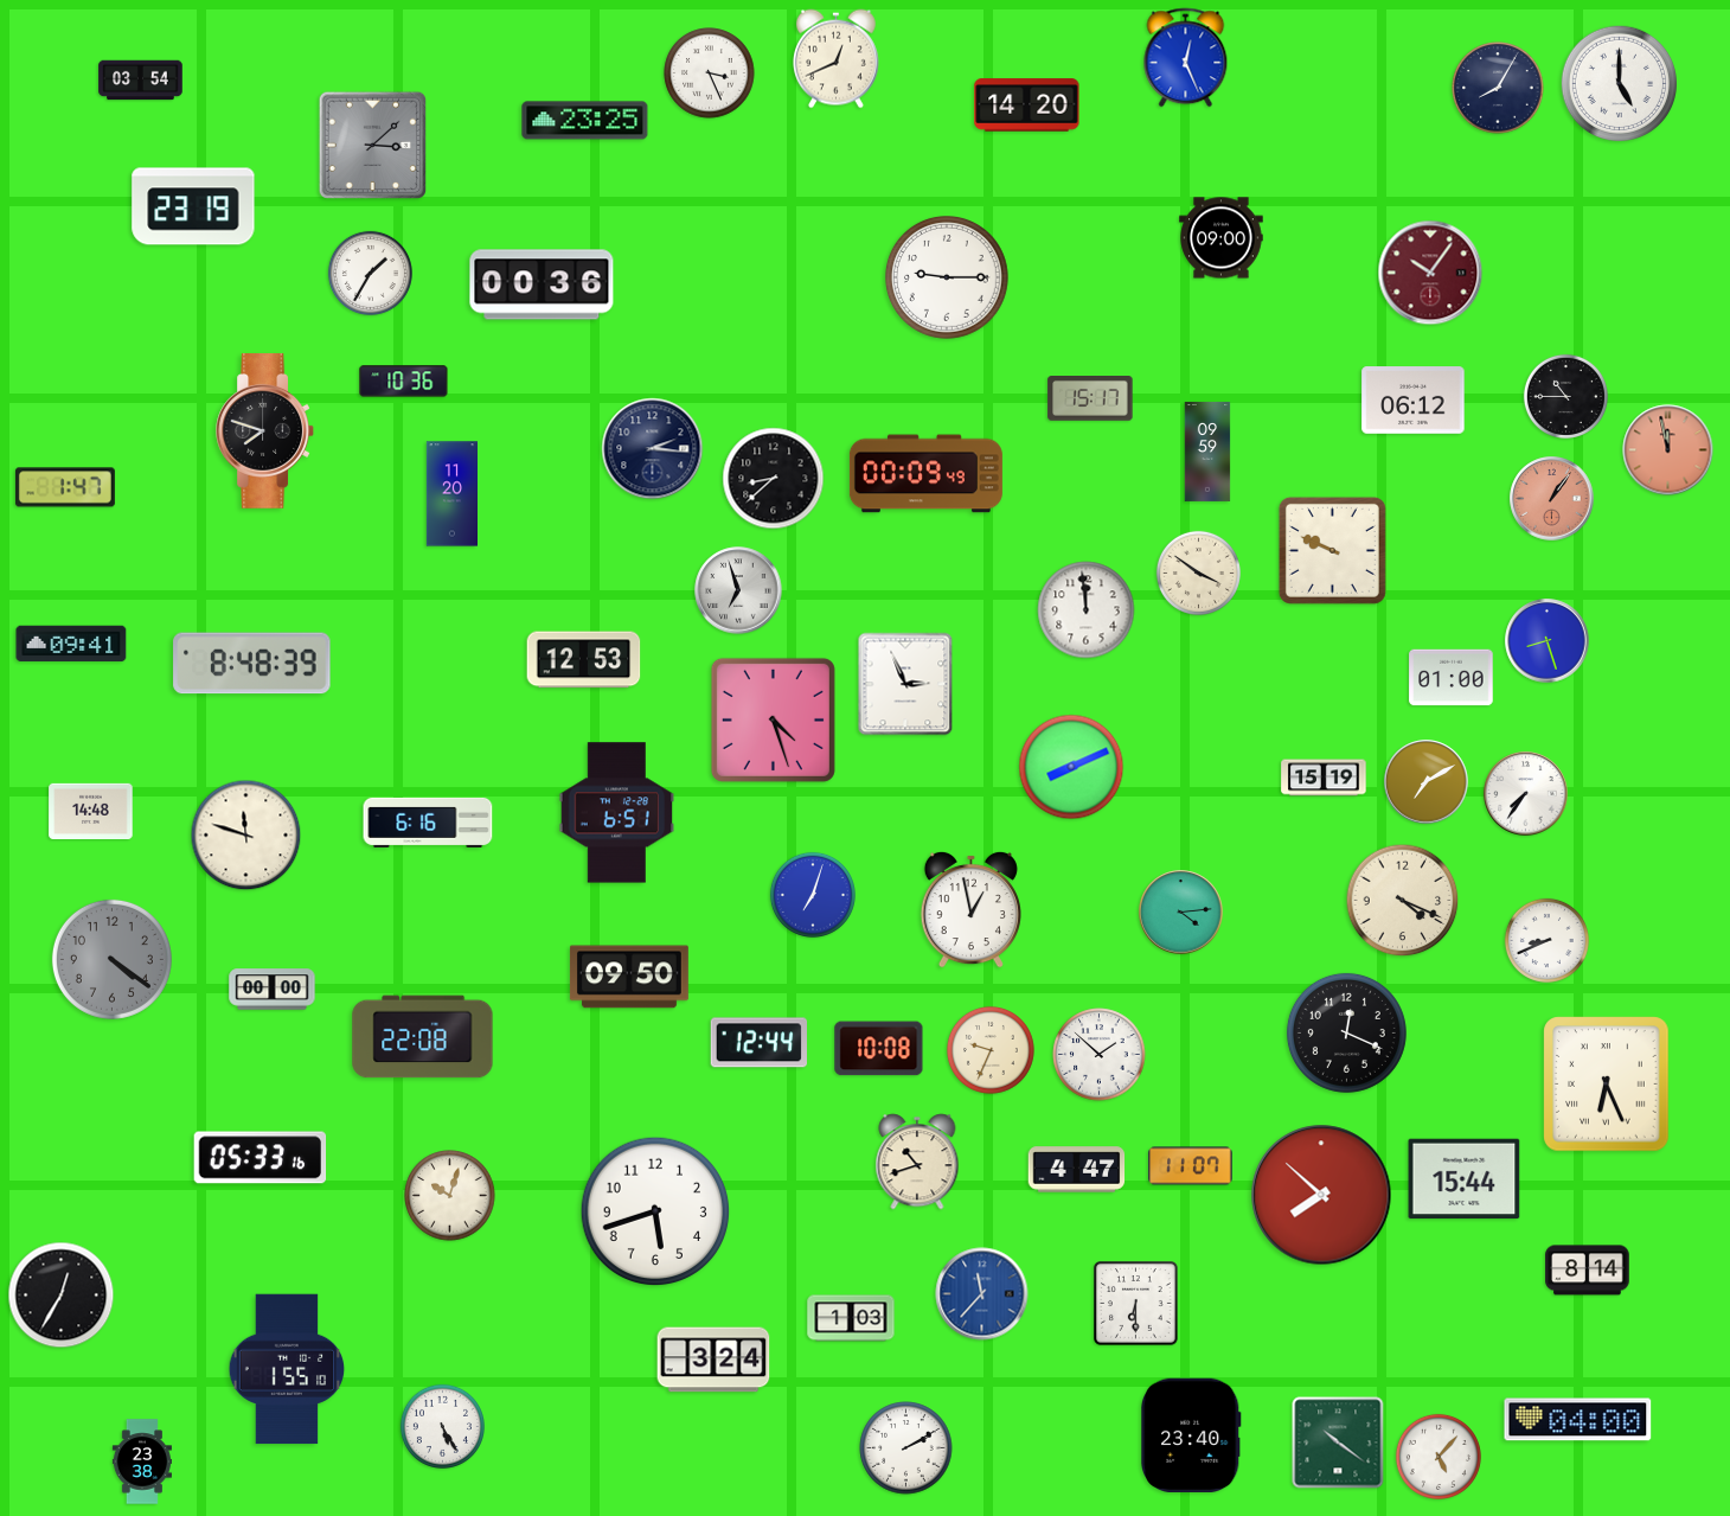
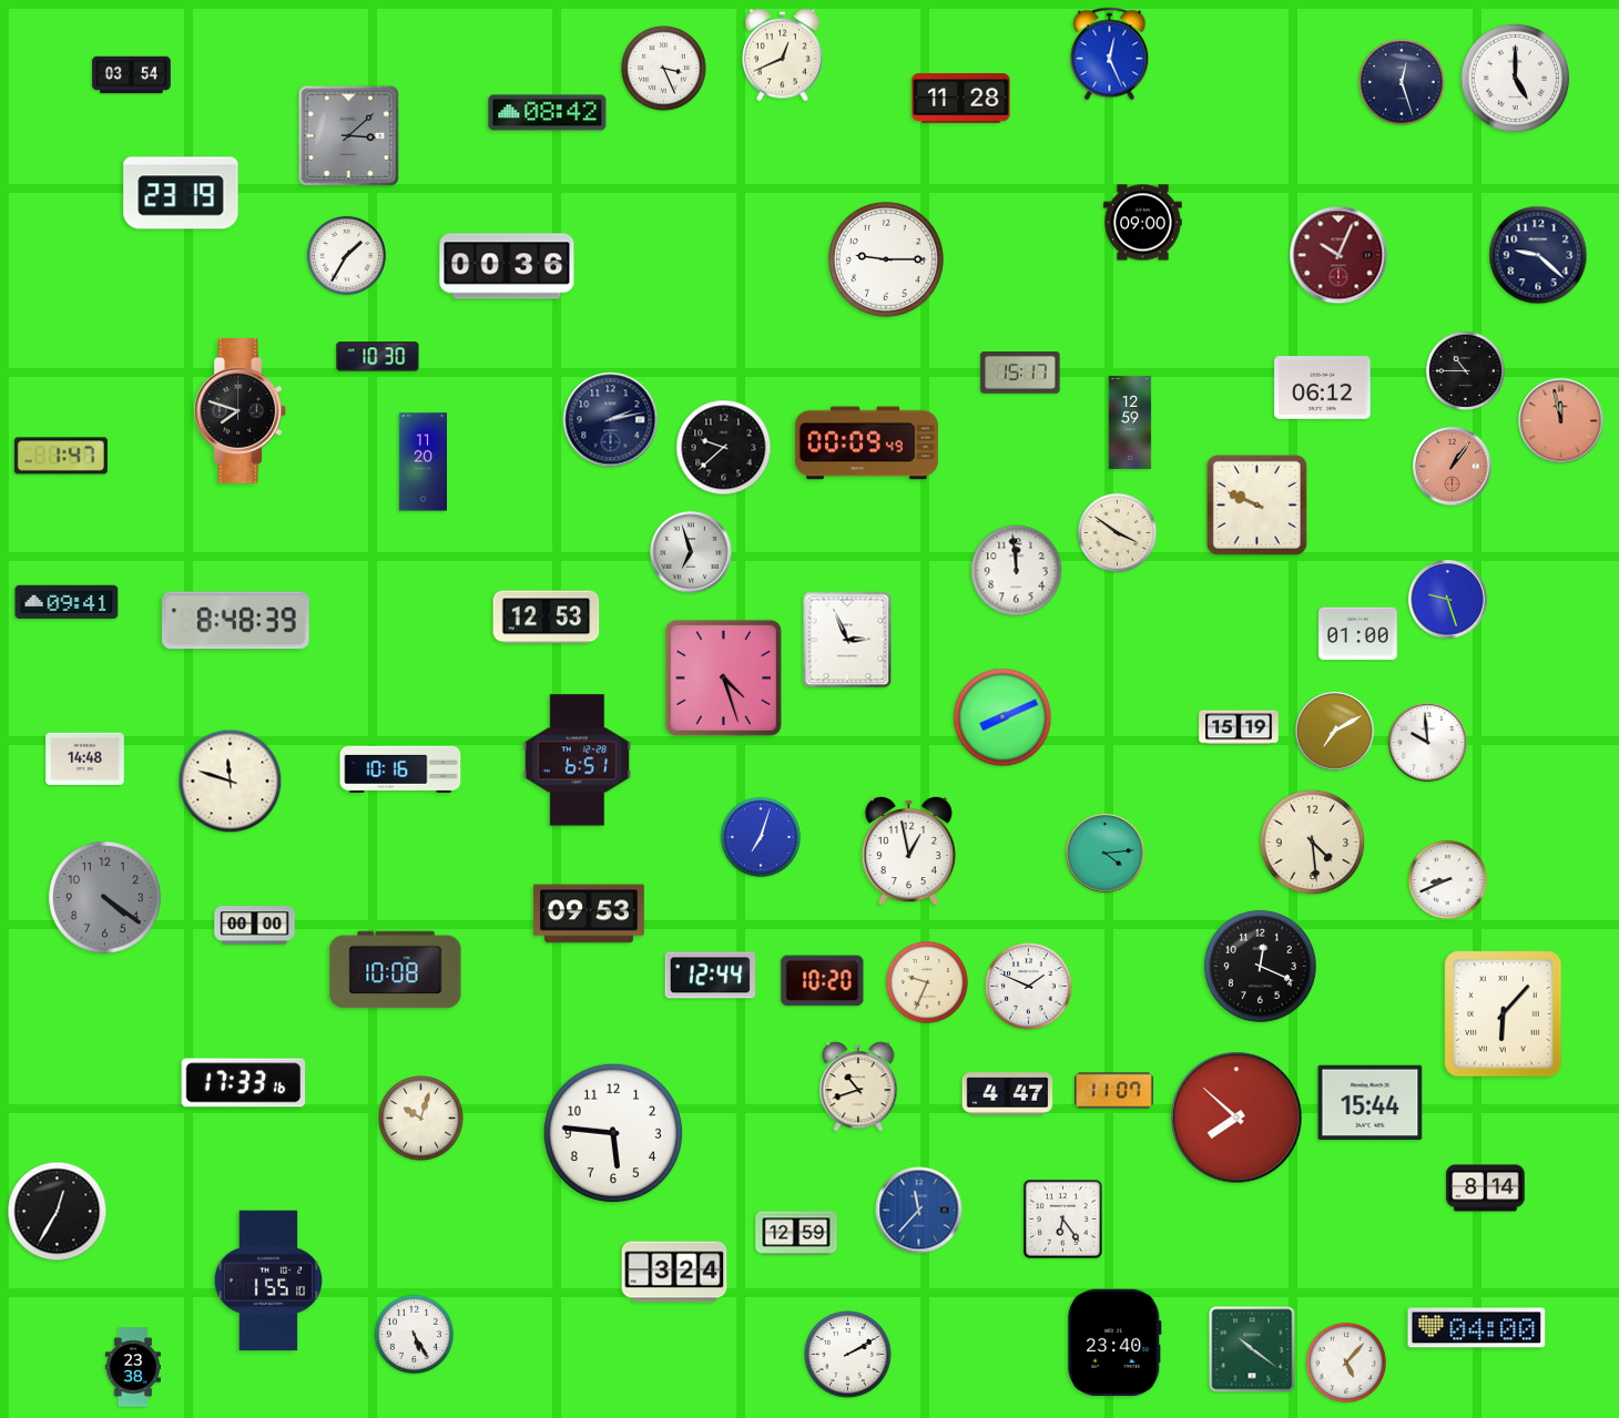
clock at (1498, 88): 8:05 -> 12:27
clock at (1027, 105): 14:20 -> 11:28
clock at (585, 121): 23:25 -> 08:42
clock at (1430, 273): 10:06 -> 10:04
clock at (1538, 255): none -> 9:22
clock at (404, 382): 10:36 -> 10:30
clock at (1414, 401) position: (1414, 401) -> (1323, 388)
clock at (264, 431) position: (264, 431) -> (240, 411)
clock at (653, 449): 2:16 -> 2:13
clock at (1207, 452): 09:59 -> 12:59
clock at (774, 479): 8:38 -> 9:38
clock at (1332, 550) position: (1332, 550) -> (1256, 504)
clock at (1198, 573) position: (1198, 573) -> (1117, 532)
clock at (1548, 641): 8:27 -> 9:27
clock at (773, 719) position: (773, 719) -> (723, 677)
clock at (1526, 794): 7:36 -> 9:59
clock at (428, 823): 6:16 -> 10:16
clock at (1403, 901): 4:19 -> 4:29
clock at (629, 977): 09:50 -> 09:53
clock at (423, 1037): 22:08 -> 10:08
clock at (879, 1049): 10:08 -> 10:20
clock at (1100, 1055): 1:52 -> 1:49
clock at (1607, 1085): 6:26 -> 6:07
clock at (261, 1158): 05:33 -> 17:33
clock at (655, 1211): 5:42 -> 5:46
clock at (1136, 1304): 6:30 -> 6:24
clock at (851, 1318): 1:03 -> 12:59
clock at (713, 1360) position: (713, 1360) -> (674, 1272)
